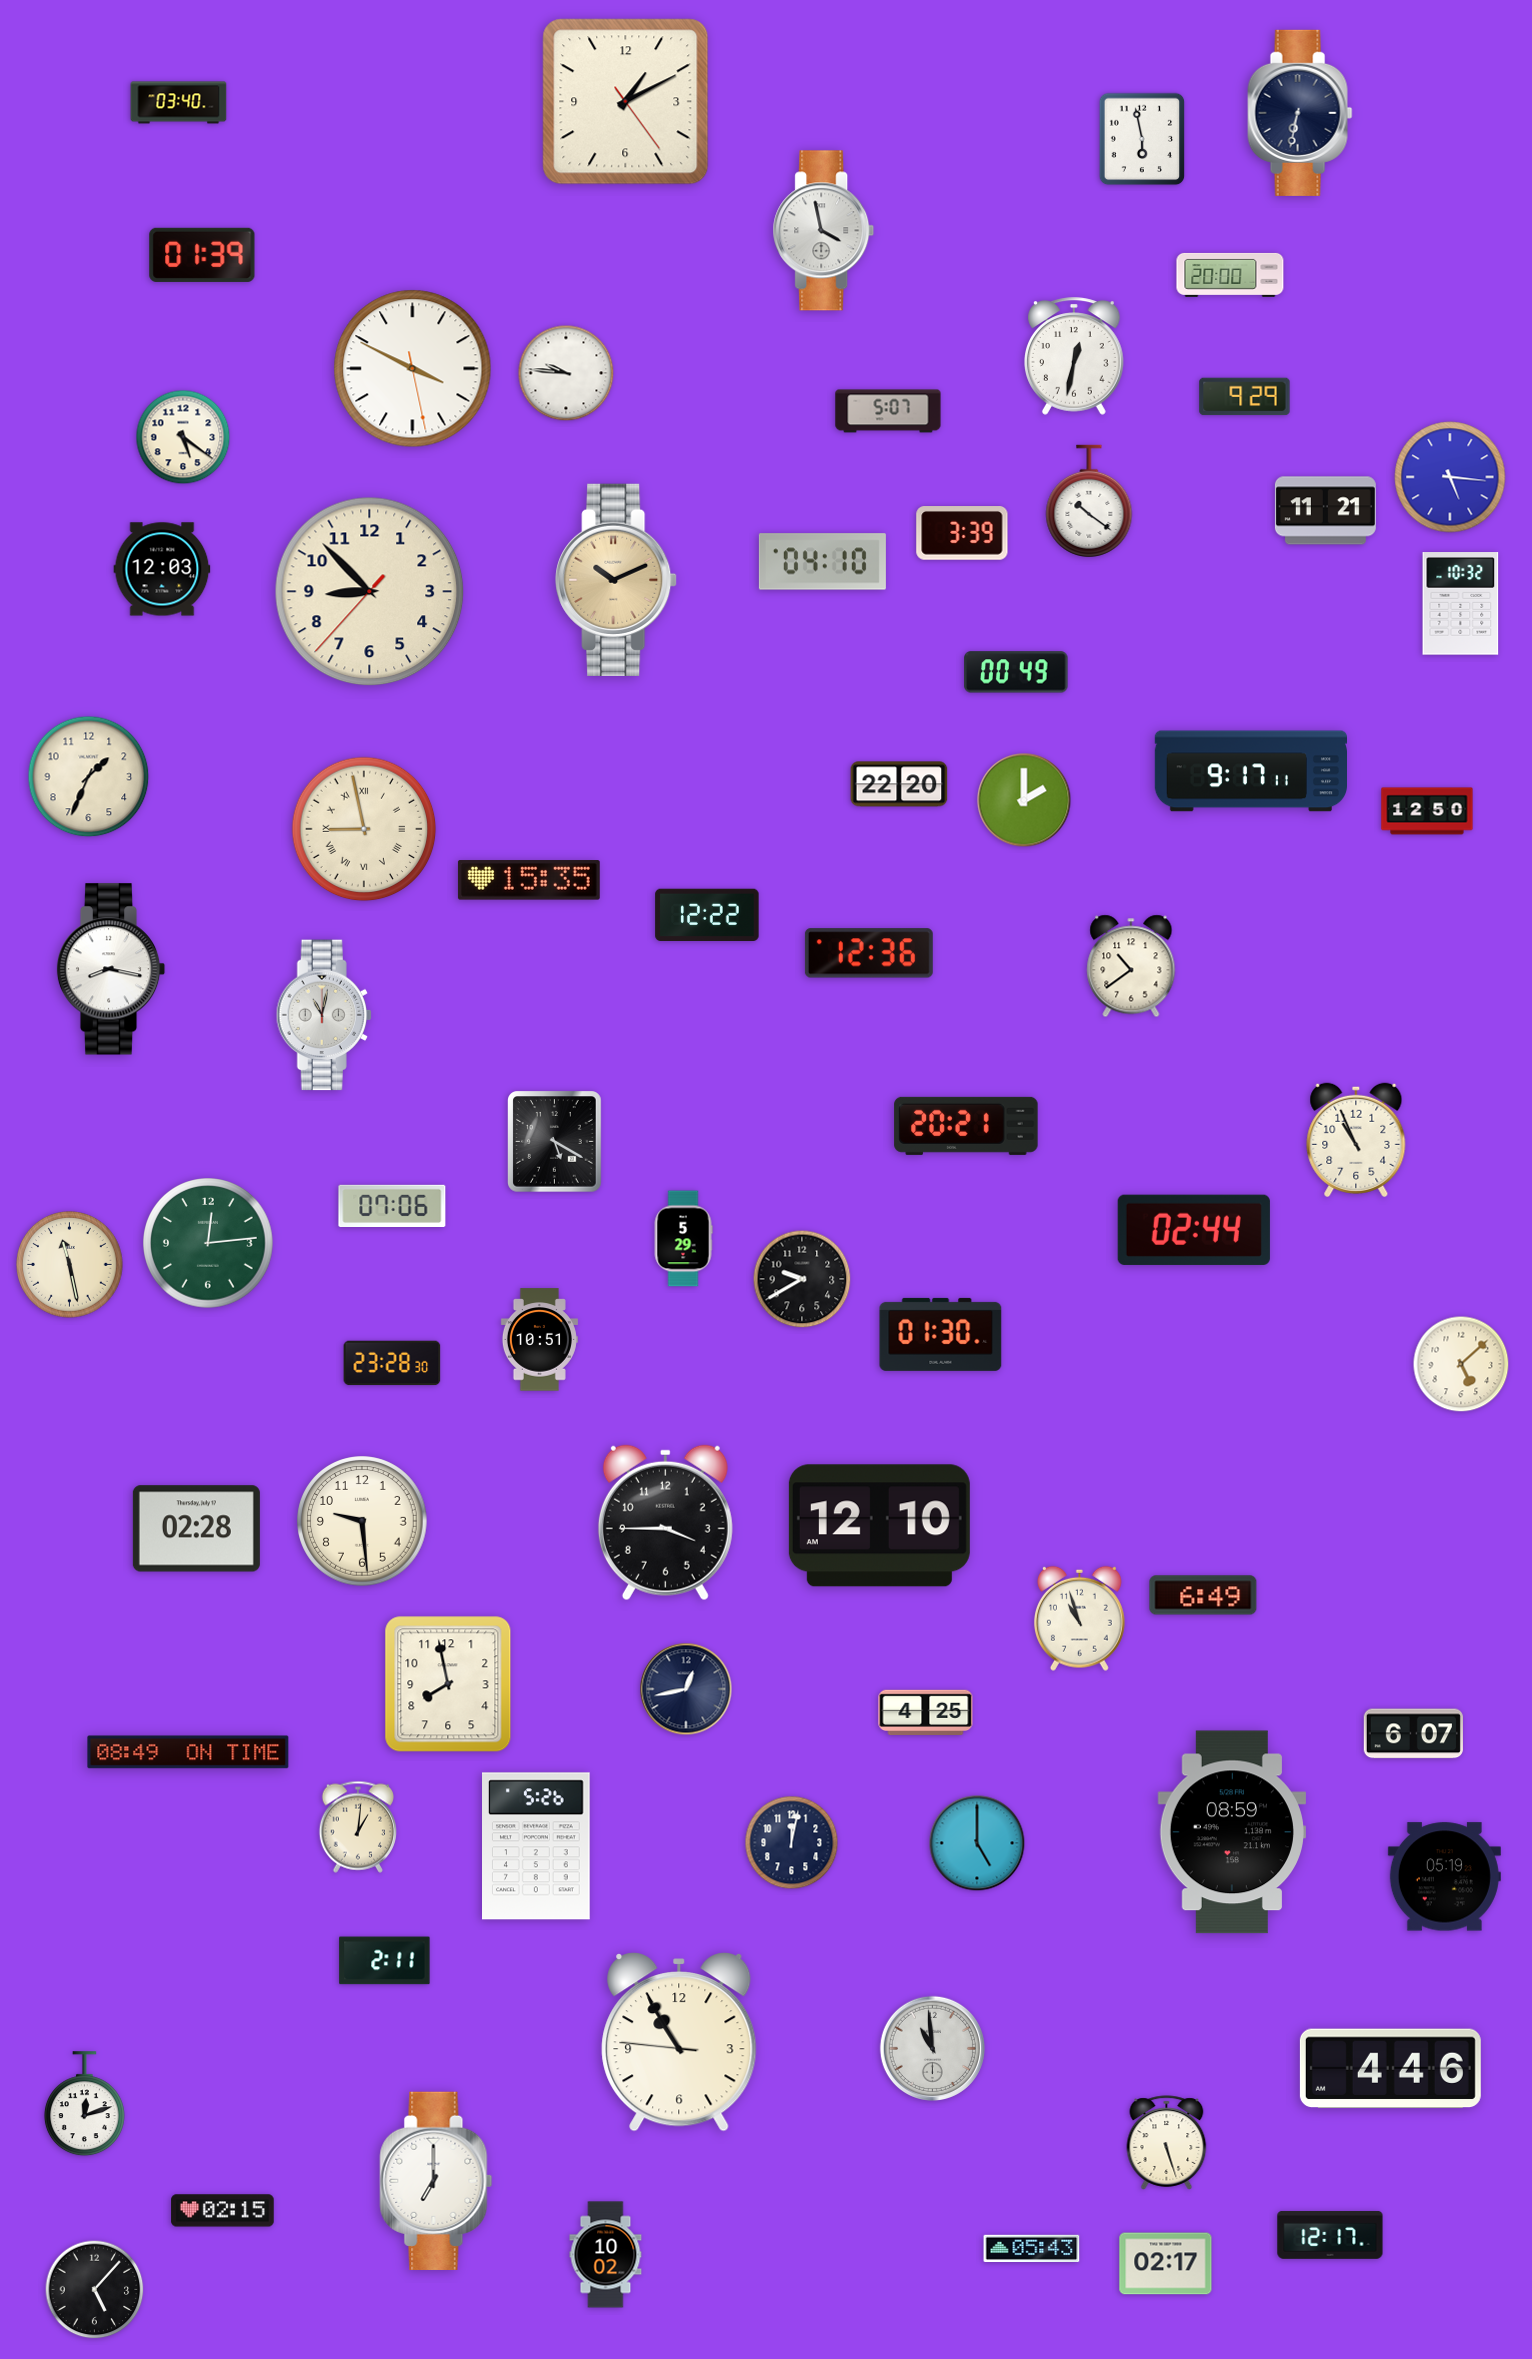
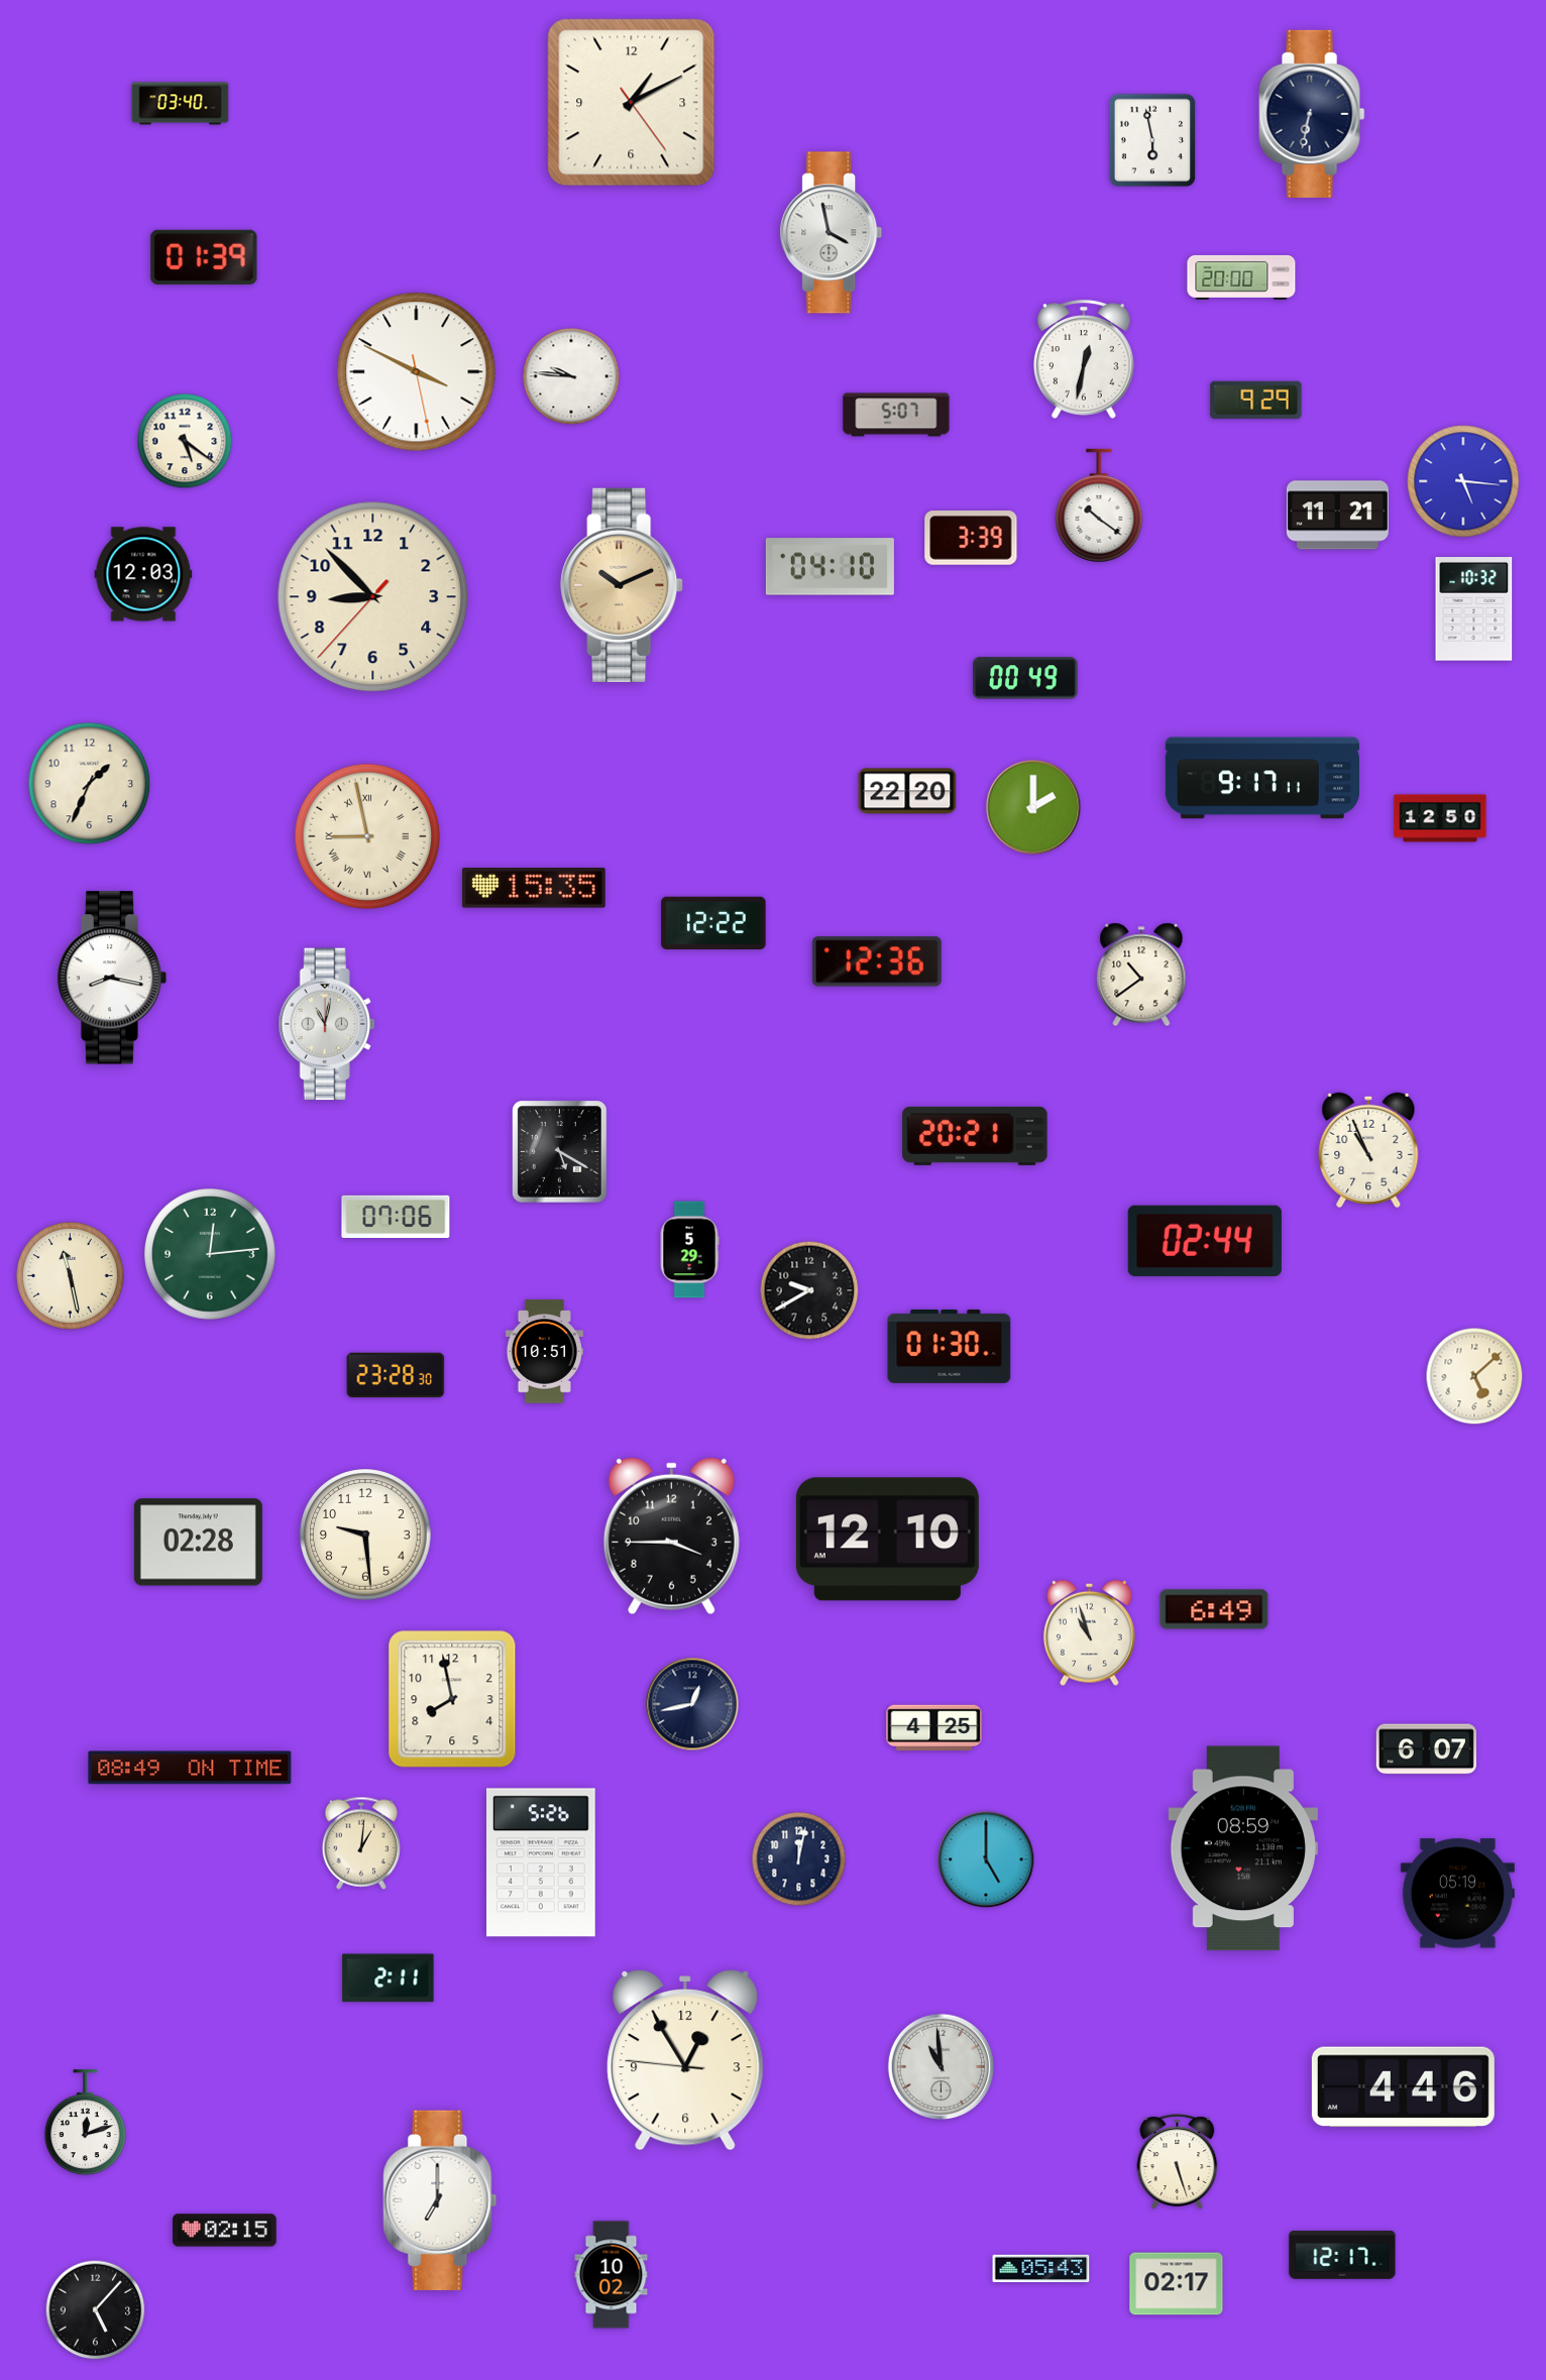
clock at (162, 569) position: (162, 569) -> (143, 574)
clock at (679, 2042): 10:54 -> 12:54
